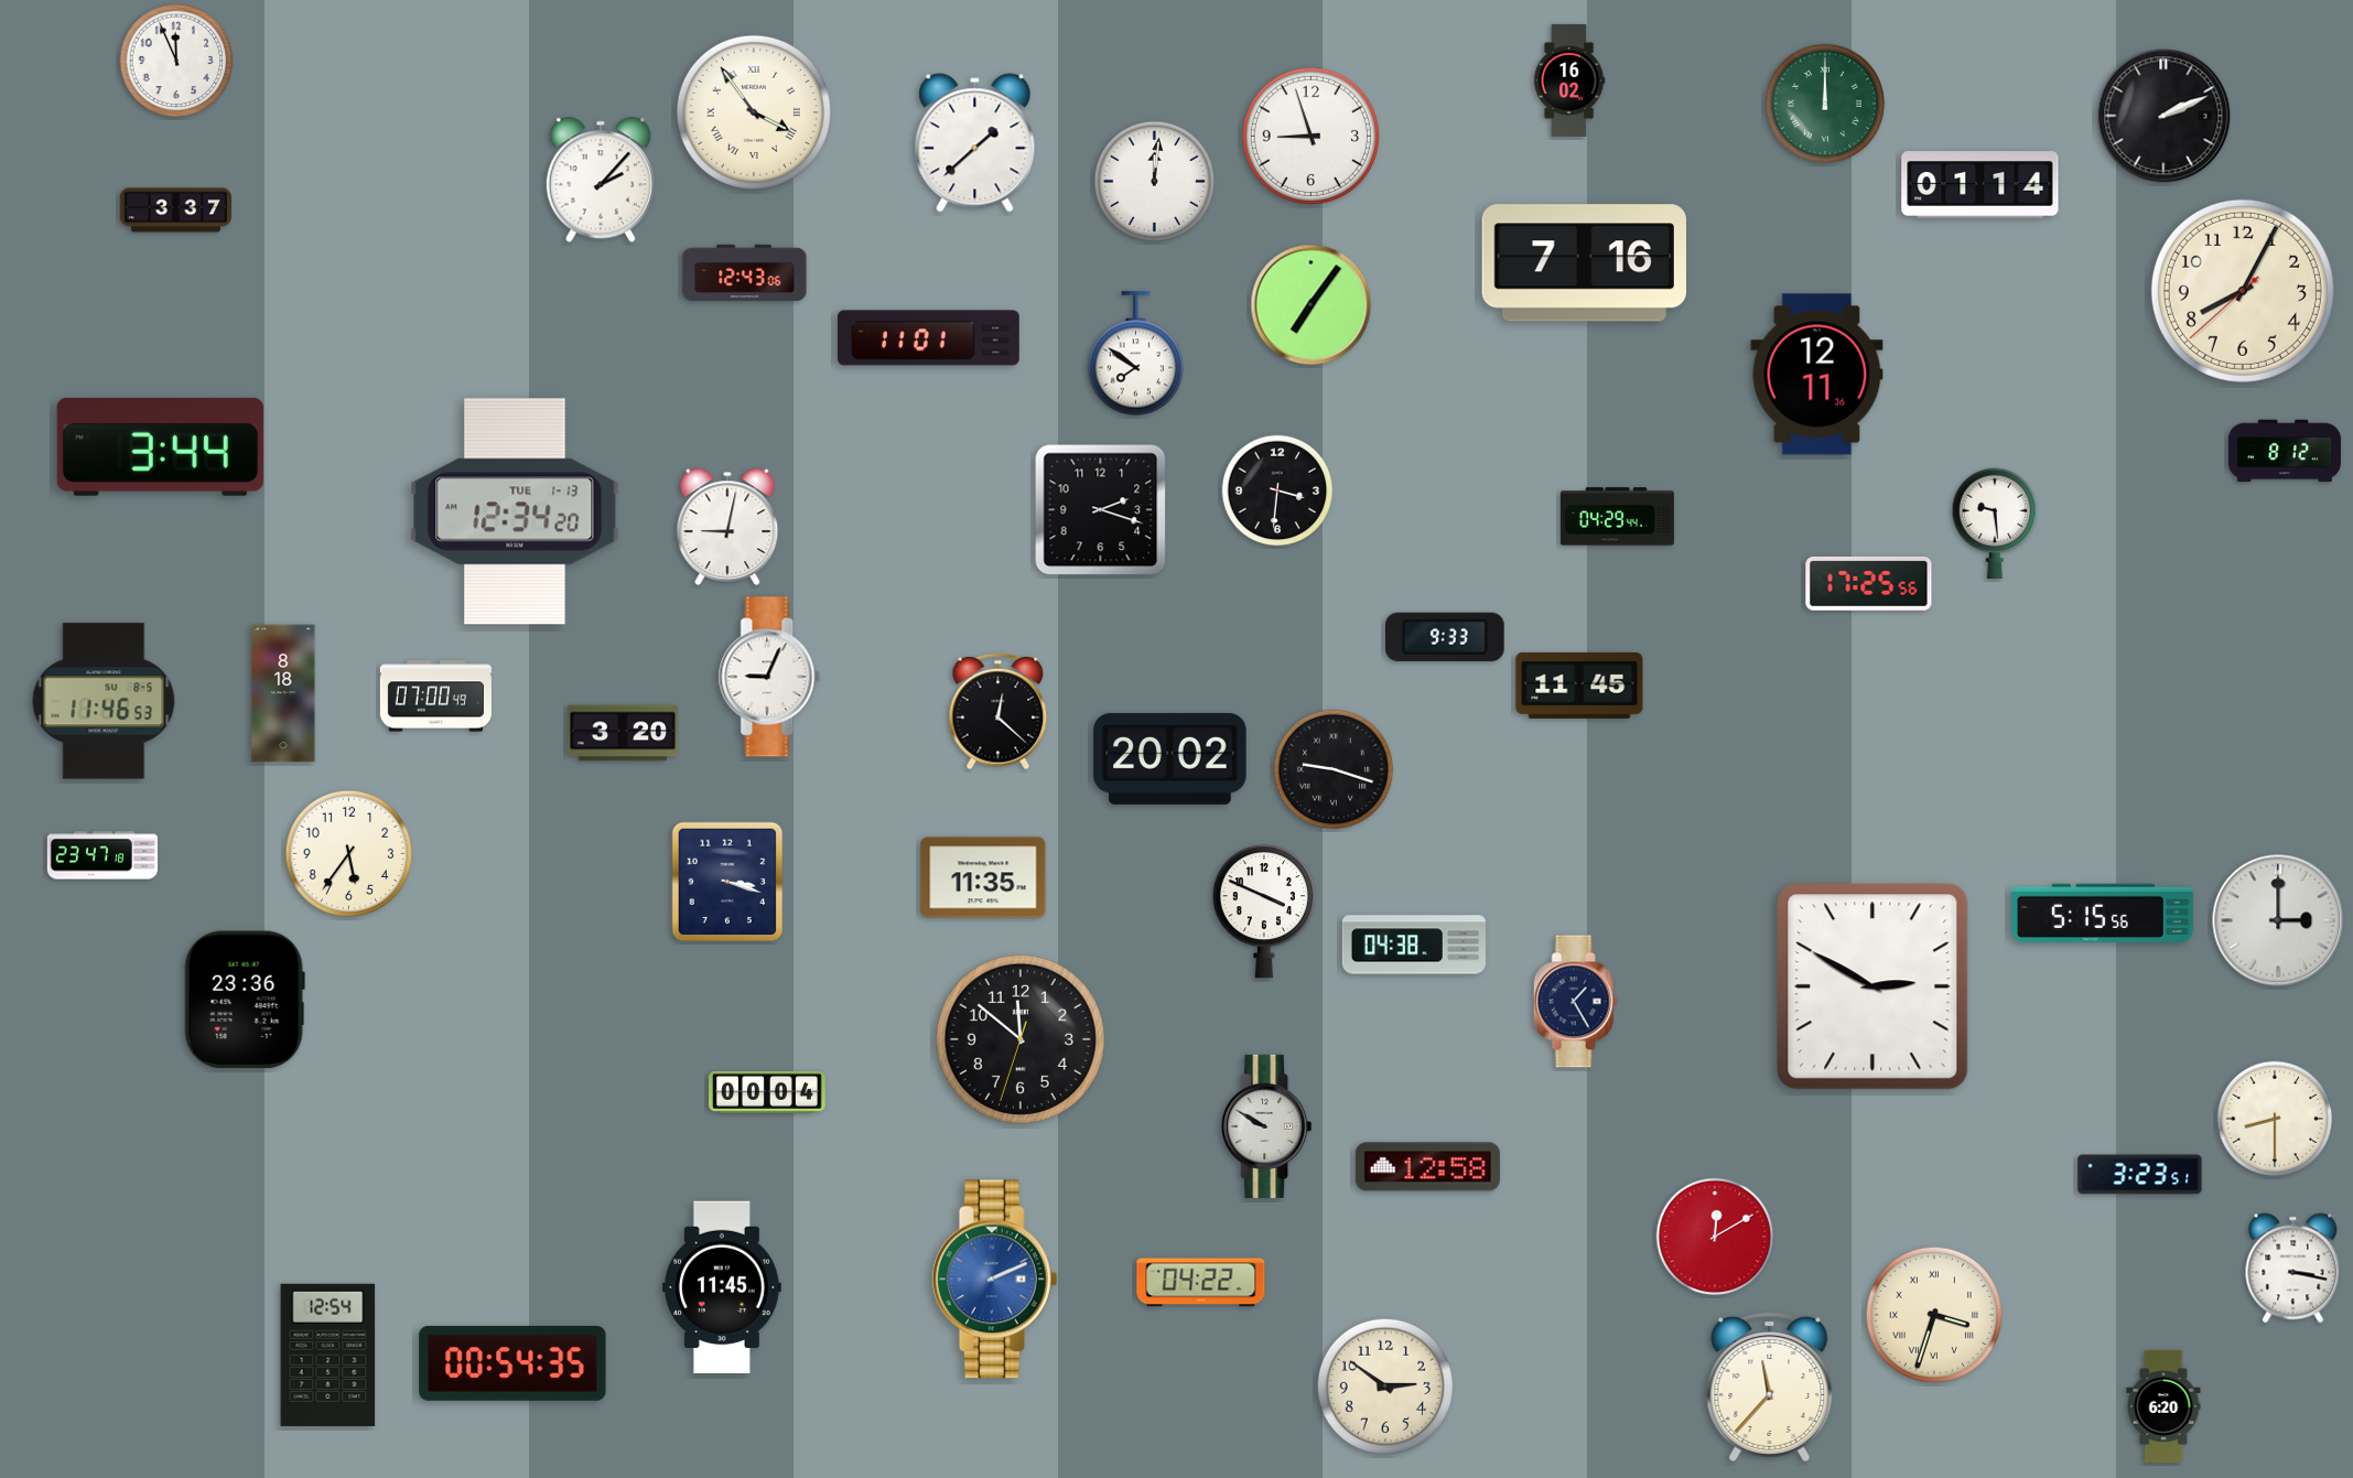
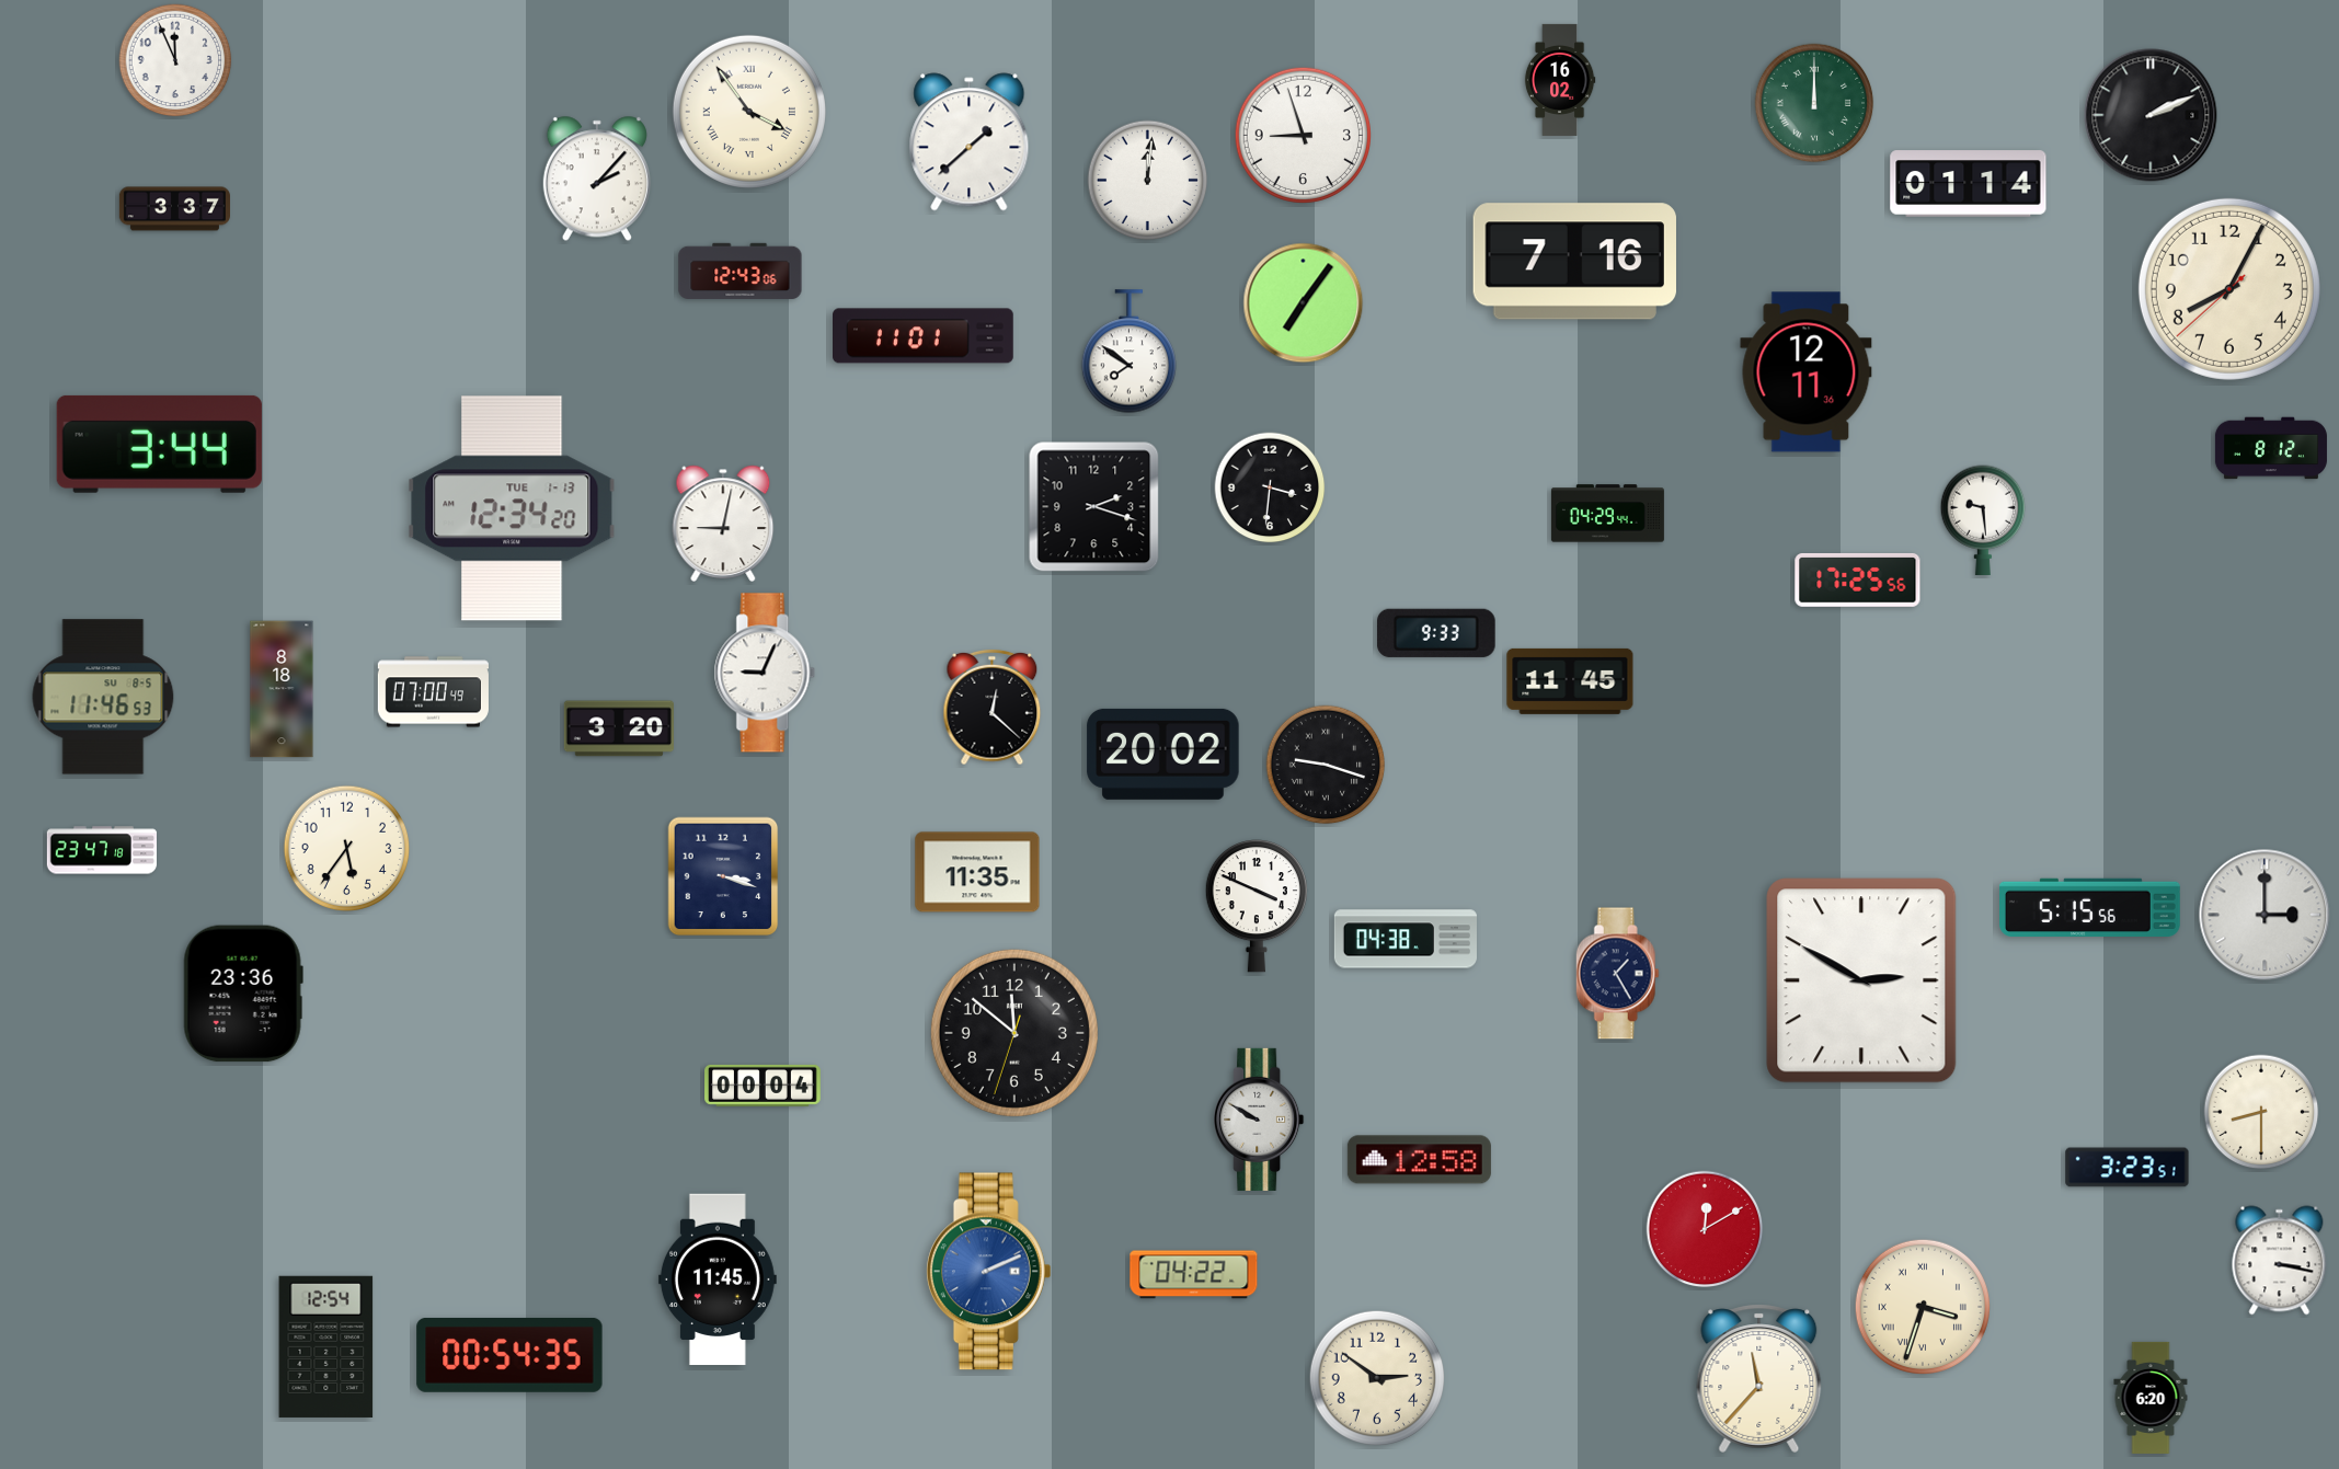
clock at (1575, 1002) position: (1575, 1002) -> (1617, 974)
